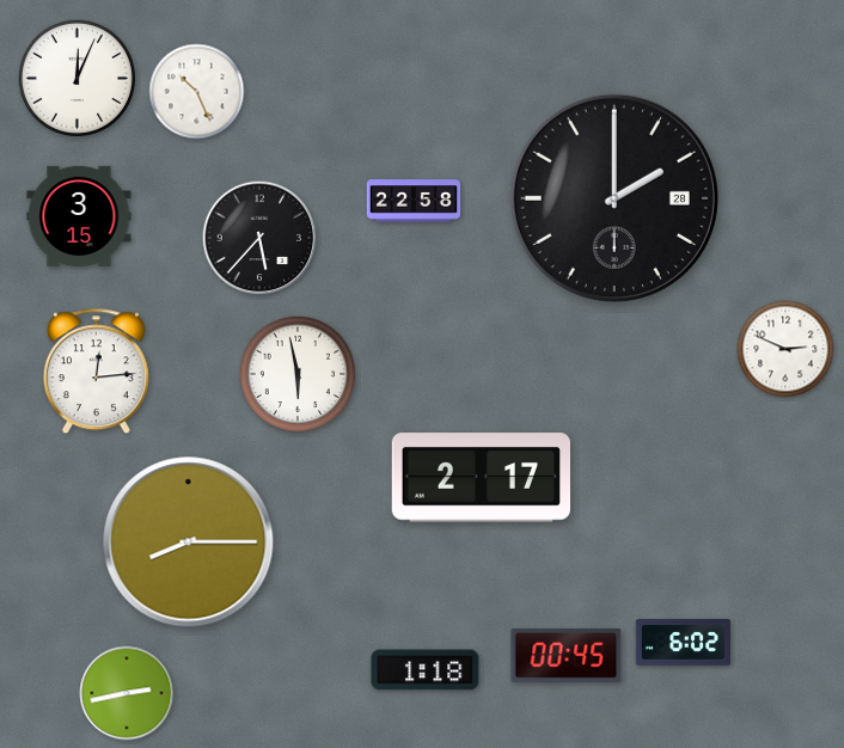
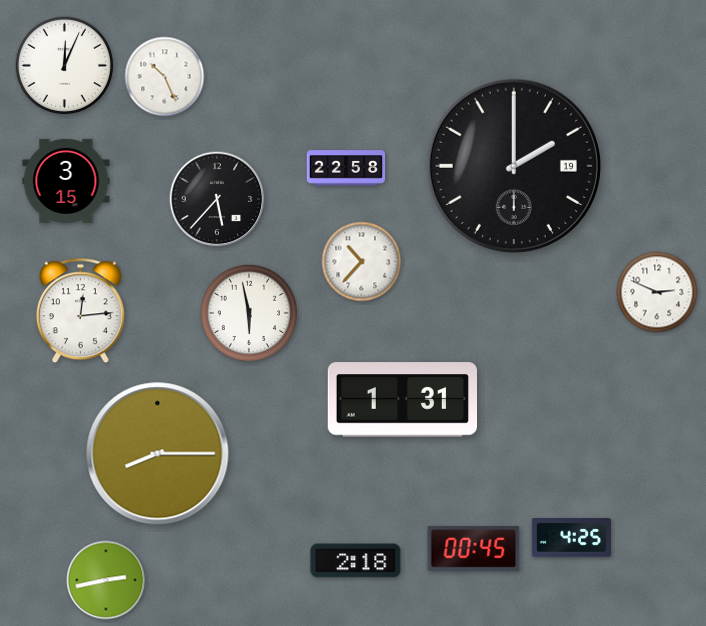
clock at (614, 198) date: 28 -> 19
clock at (362, 262): none -> 10:37
clock at (481, 478): 2:17 -> 1:31
clock at (683, 643): 6:02 -> 4:25
clock at (426, 670): 1:18 -> 2:18
